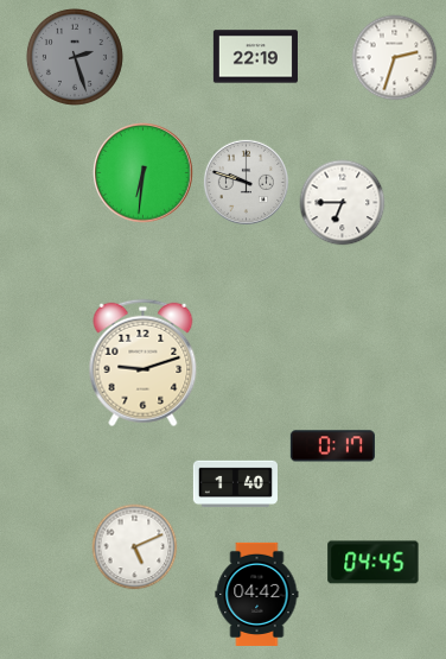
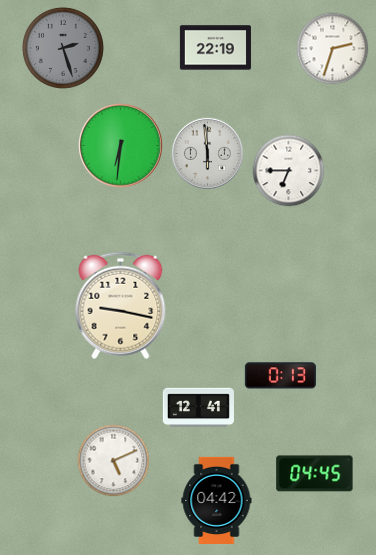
clock at (246, 182): 9:48 -> 5:59
clock at (144, 363): 9:12 -> 9:17
clock at (332, 446): 0:17 -> 0:13
clock at (235, 484): 1:40 -> 12:41
